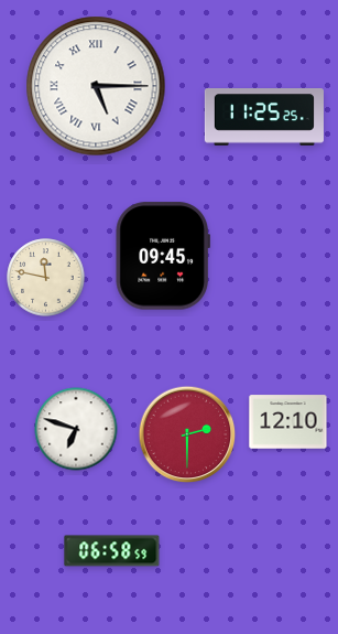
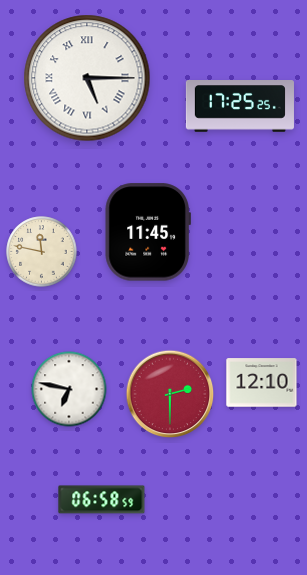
clock at (264, 118): 11:25 -> 17:25
clock at (162, 256): 09:45 -> 11:45
clock at (76, 429): 6:48 -> 6:47
